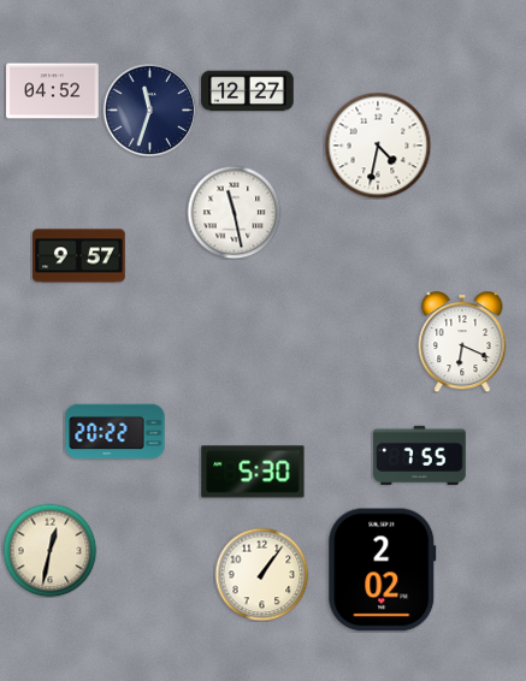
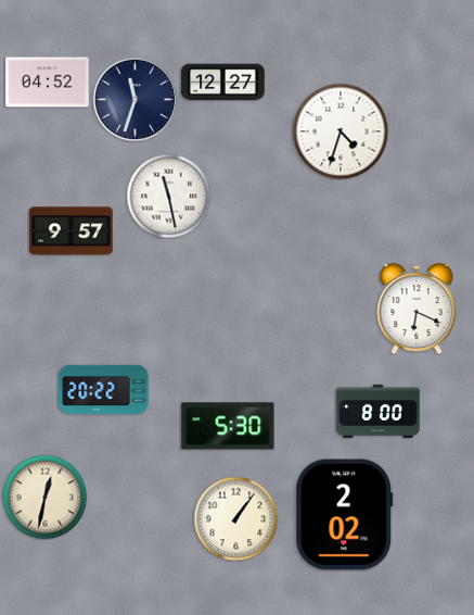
clock at (378, 146): 4:32 -> 4:33
clock at (234, 212) position: (234, 212) -> (168, 196)
clock at (420, 455): 7:55 -> 8:00
